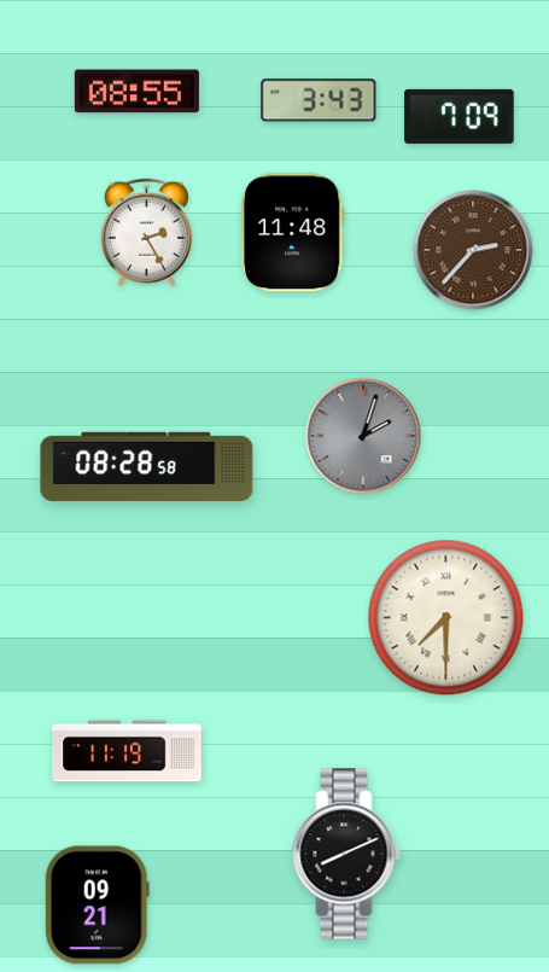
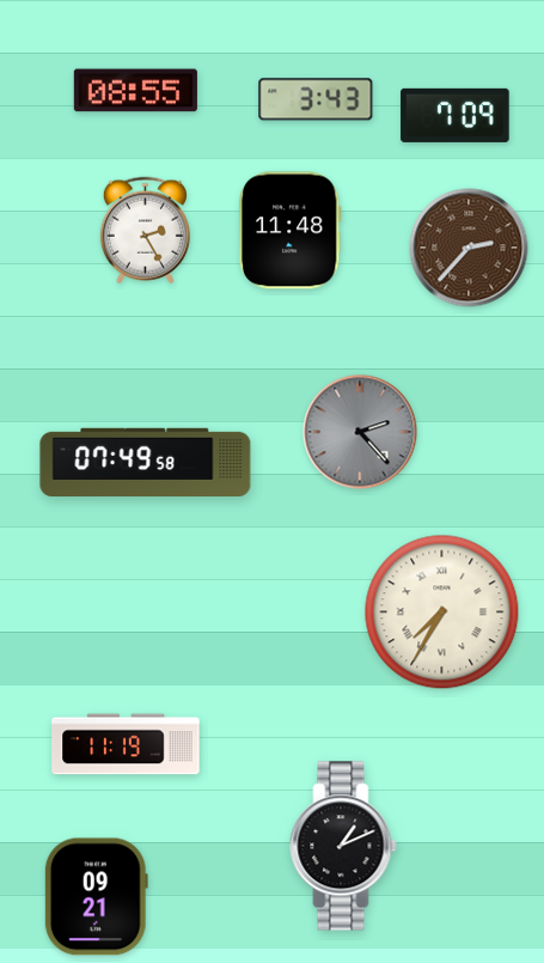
clock at (363, 436): 2:03 -> 2:23
clock at (147, 466): 08:28 -> 07:49
clock at (446, 618): 7:30 -> 7:35
clock at (346, 854): 8:11 -> 1:11
